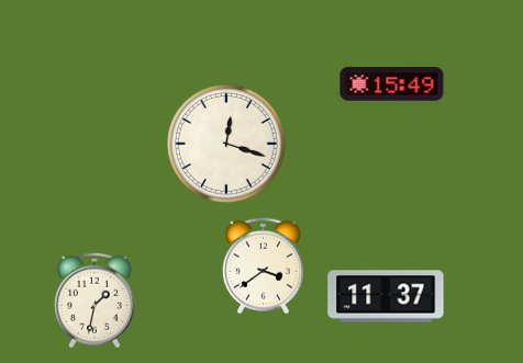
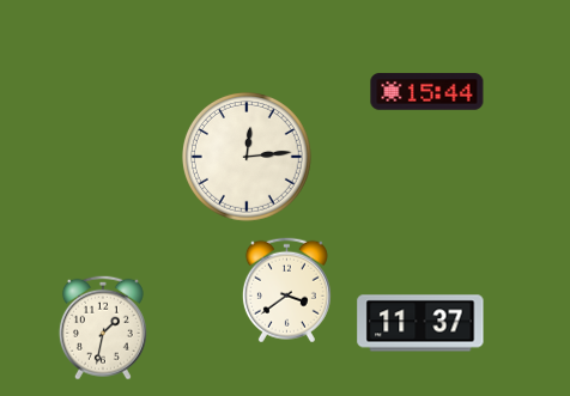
clock at (392, 84): 15:49 -> 15:44
clock at (226, 144): 12:18 -> 12:14
